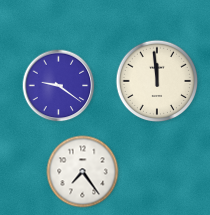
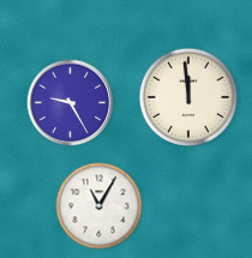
clock at (59, 86): 9:21 -> 9:25
clock at (83, 172): 7:24 -> 11:05
